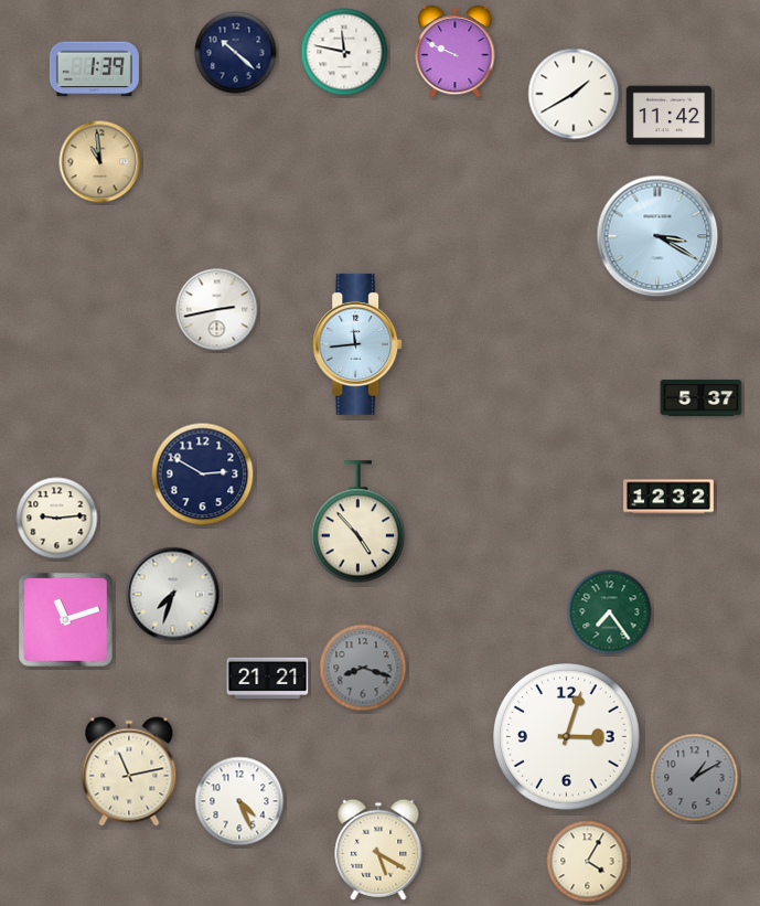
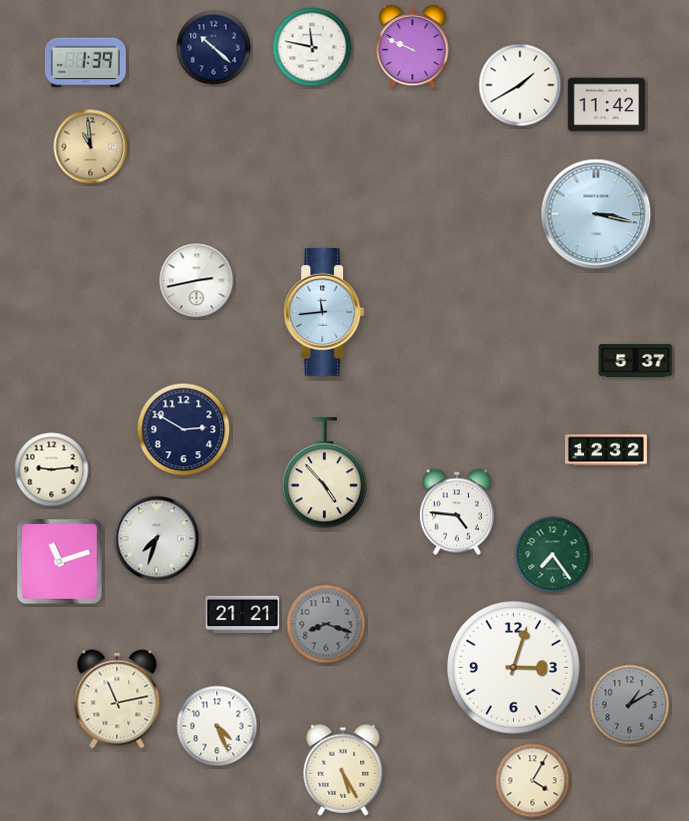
clock at (657, 236): 3:20 -> 3:17
clock at (457, 512): none -> 4:46
clock at (363, 668) position: (363, 668) -> (326, 624)
clock at (378, 850): 5:20 -> 5:25
